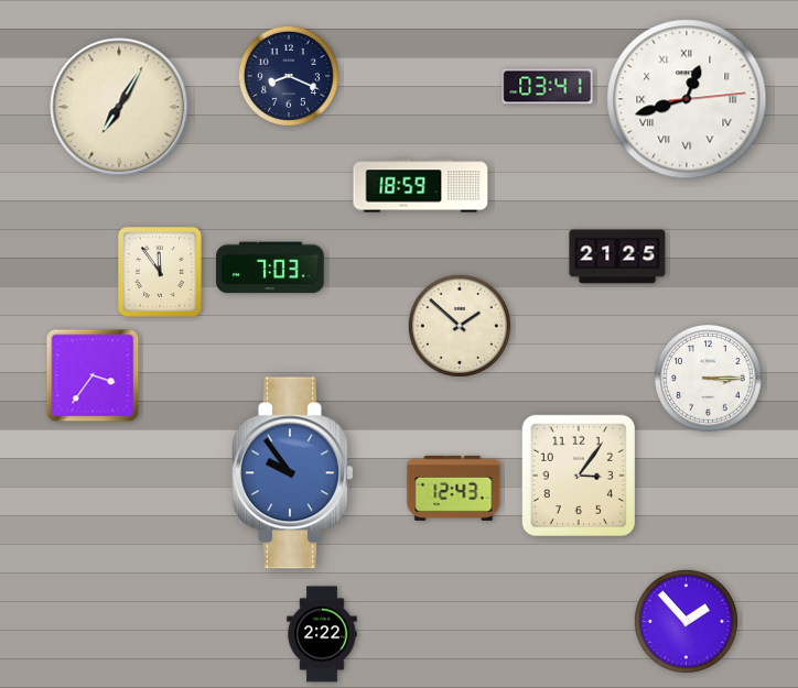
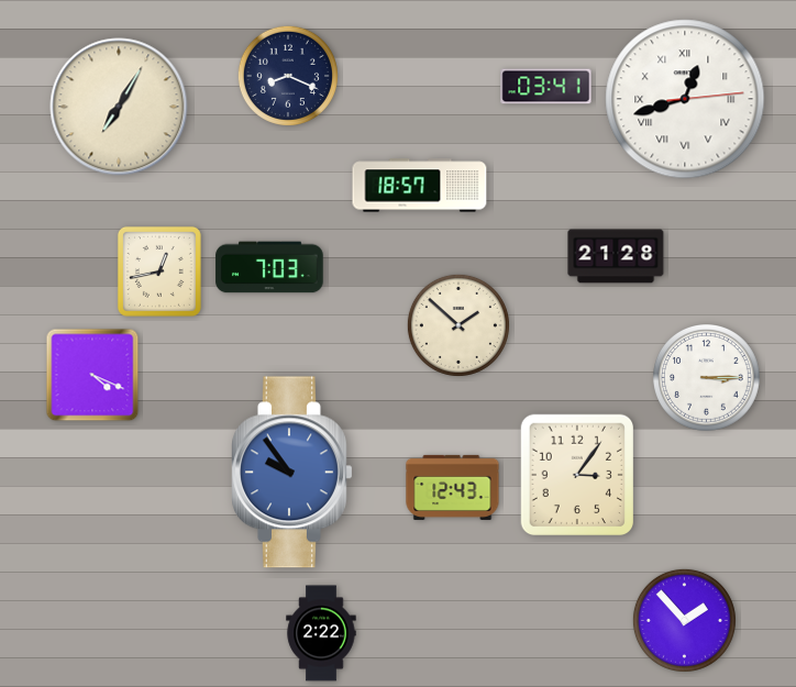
clock at (421, 186): 18:59 -> 18:57
clock at (617, 256): 21:25 -> 21:28
clock at (160, 272): 11:54 -> 12:43
clock at (93, 375): 3:36 -> 4:19
